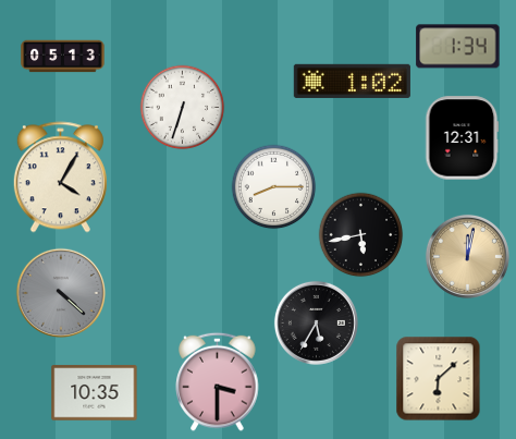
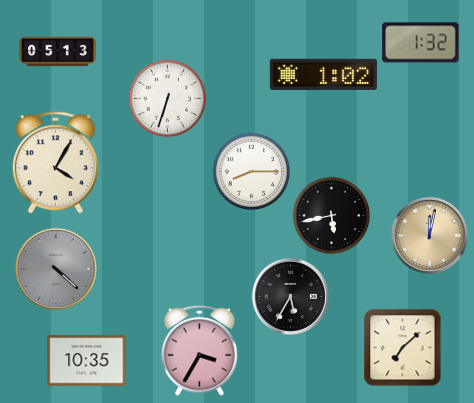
clock at (458, 47): 1:34 -> 1:32
clock at (463, 138): 12:31 -> none
clock at (438, 378): 6:08 -> 7:08
clock at (218, 381): 3:30 -> 3:35
